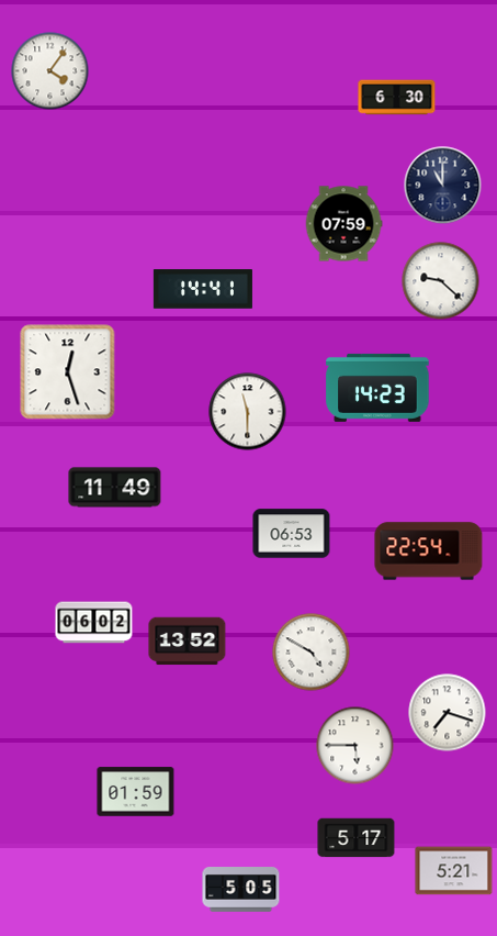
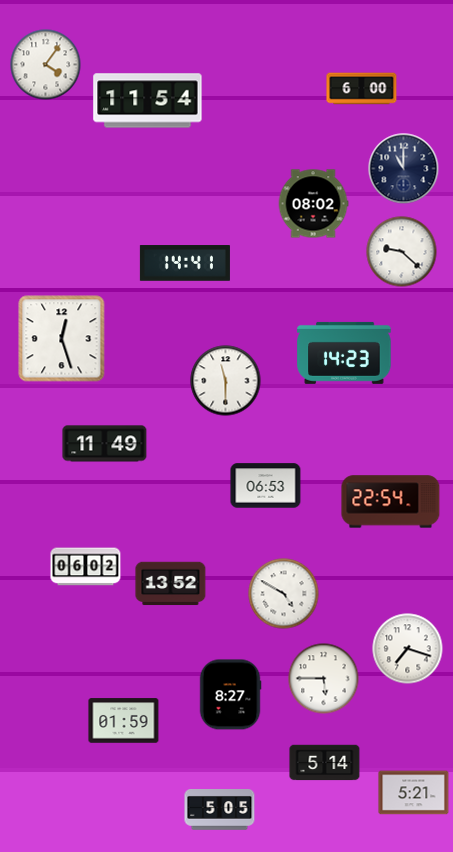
clock at (397, 98): 6:30 -> 6:00
clock at (148, 101): none -> 11:54
clock at (343, 224): 07:59 -> 08:02
clock at (441, 281) position: (441, 281) -> (402, 252)
clock at (248, 412) position: (248, 412) -> (226, 381)
clock at (230, 695): none -> 8:27
clock at (357, 838): 5:17 -> 5:14
